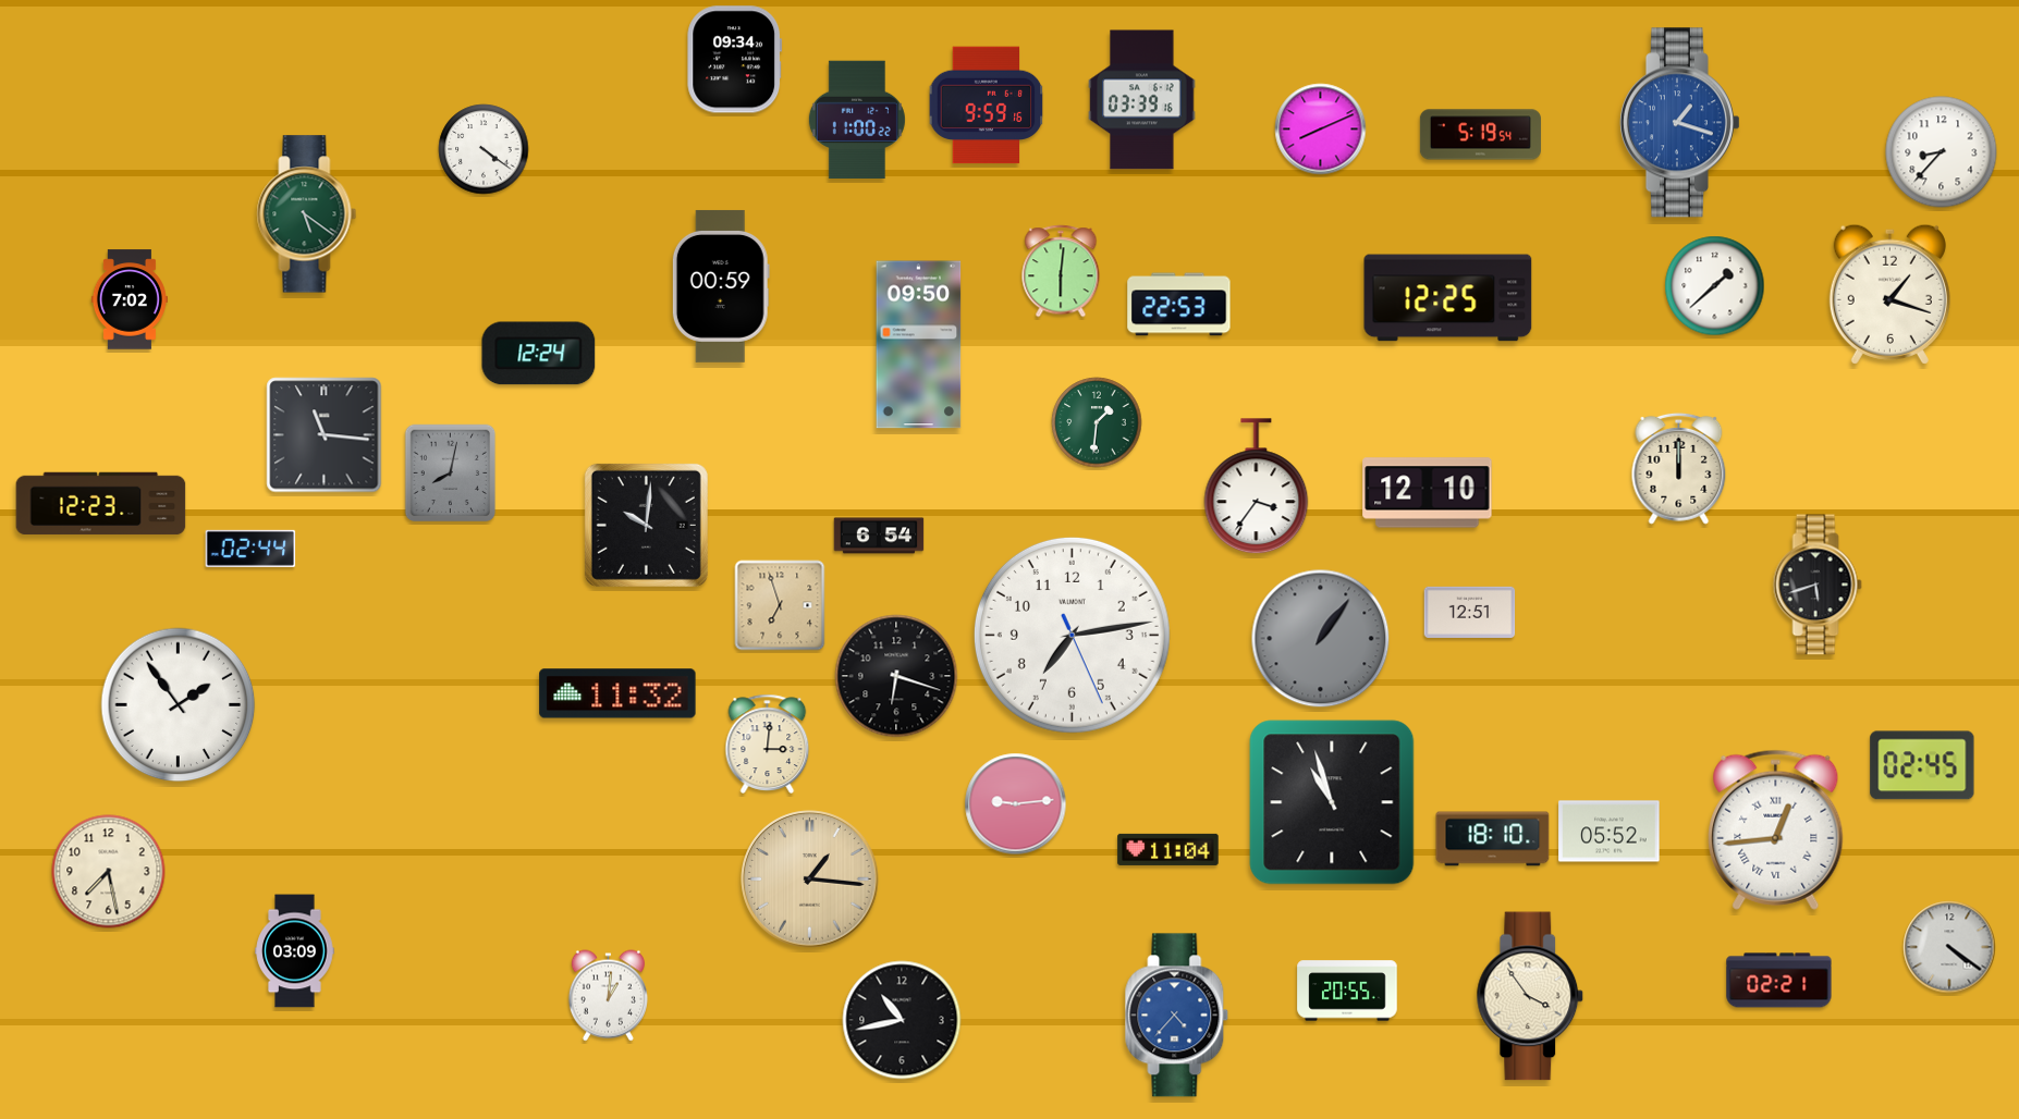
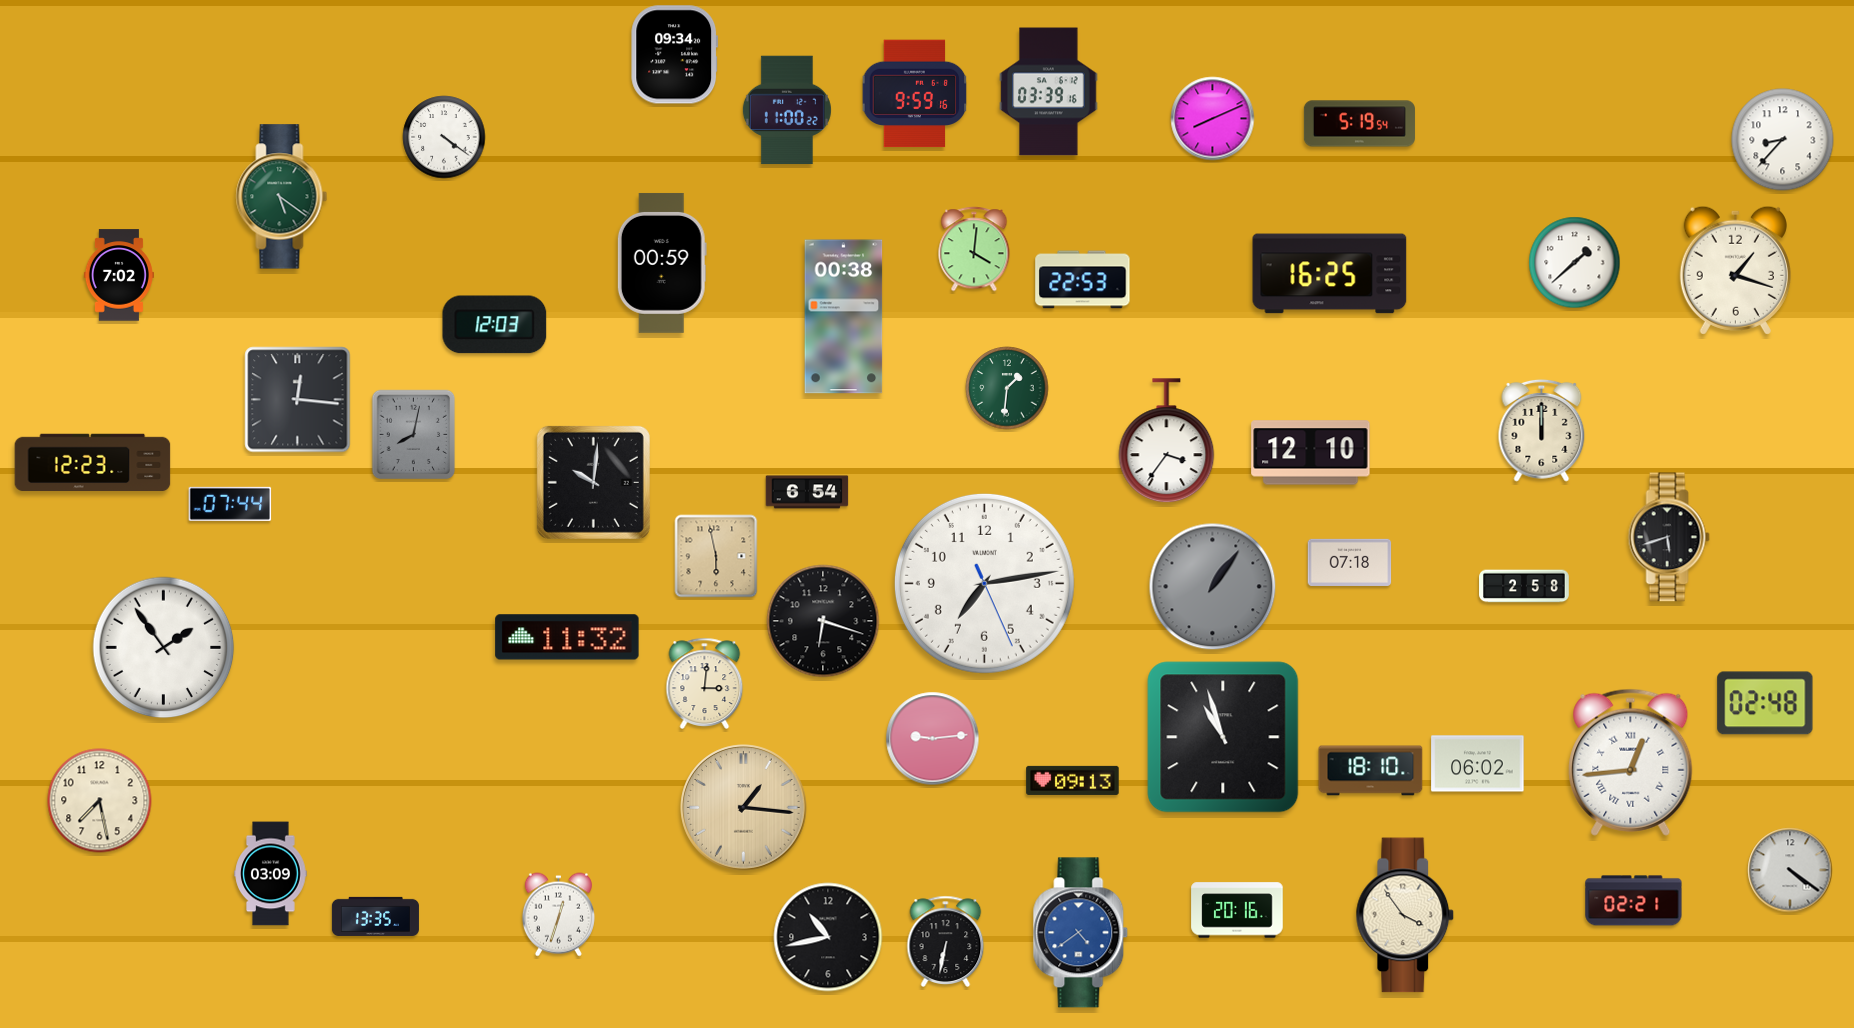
clock at (987, 106) position: (987, 106) -> (915, 94)
clock at (1679, 123): 1:18 -> none
clock at (1061, 271): 6:01 -> 4:01
clock at (1448, 298): 12:25 -> 16:25
clock at (919, 345): 09:50 -> 00:38
clock at (539, 354): 12:24 -> 12:03
clock at (325, 435): 11:16 -> 12:16
clock at (1257, 487) position: (1257, 487) -> (1167, 441)
clock at (250, 549): 02:44 -> 07:44
clock at (780, 605): 6:57 -> 5:58
clock at (1470, 612): 12:51 -> 07:18
clock at (1524, 586): none -> 2:58
clock at (1922, 765): 02:45 -> 02:48
clock at (1610, 832): 05:52 -> 06:02
clock at (1168, 849): 11:04 -> 09:13
clock at (1347, 991): 20:55 -> 20:16
clock at (608, 996): 1:01 -> 12:33
clock at (375, 916): none -> 13:35
clock at (1177, 1016): 4:37 -> 4:39
clock at (946, 941): none -> 6:32
